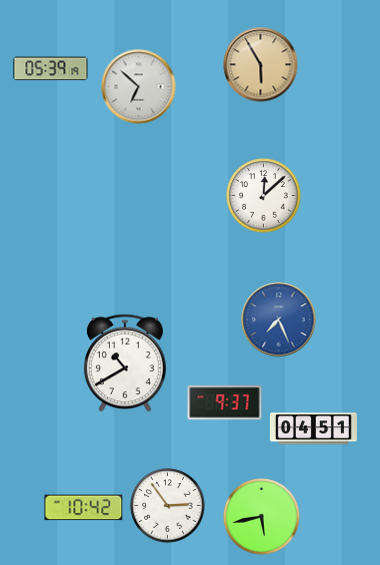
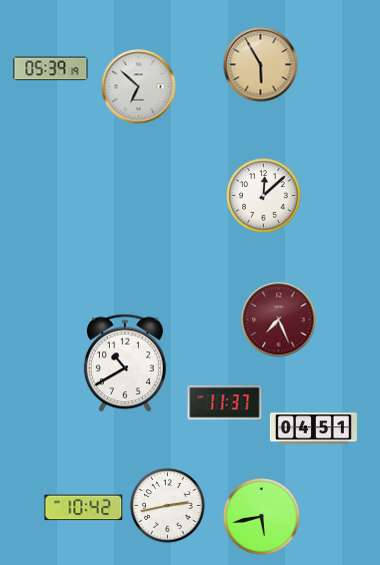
clock at (279, 320) dial: blue -> burgundy
clock at (225, 403): 9:37 -> 11:37
clock at (168, 506): 2:54 -> 2:43
